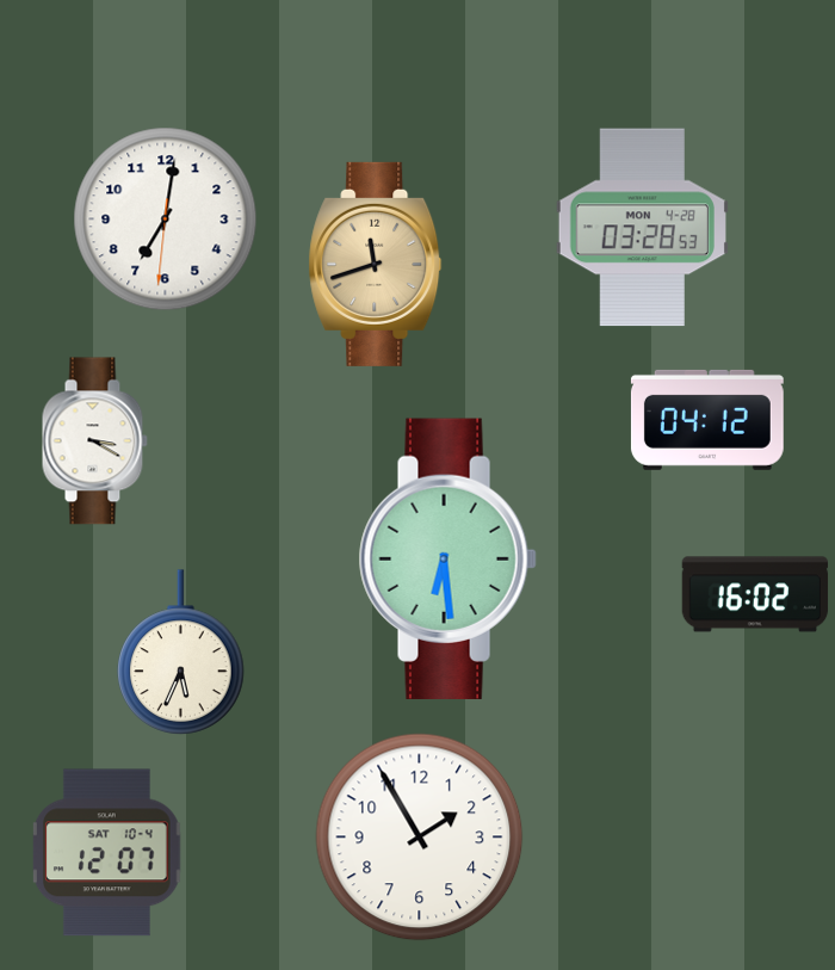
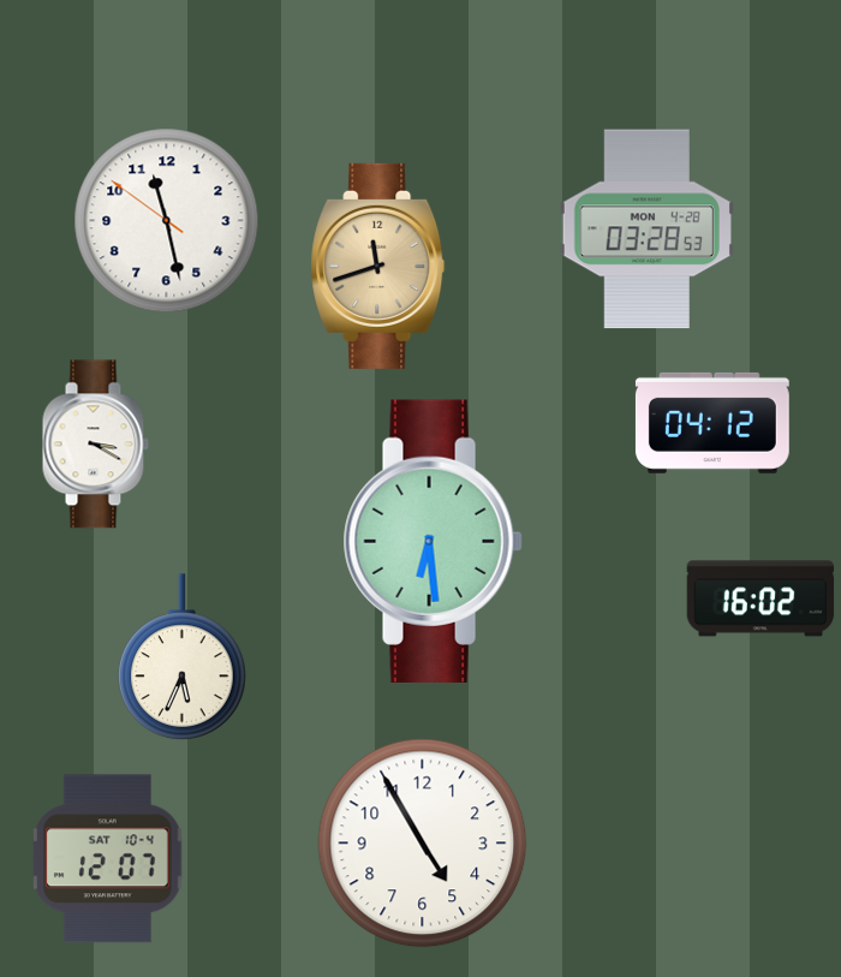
clock at (166, 220): 7:01 -> 11:27
clock at (447, 558) position: (447, 558) -> (433, 541)
clock at (420, 838): 1:55 -> 4:55
